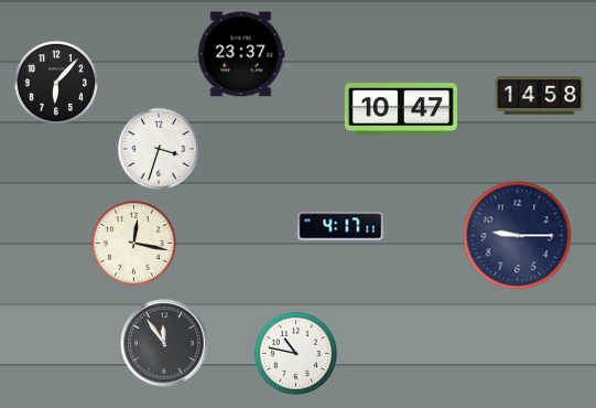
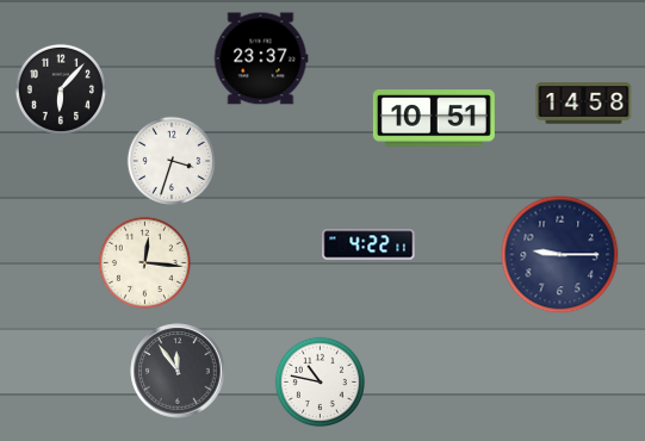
clock at (401, 109): 10:47 -> 10:51
clock at (340, 226): 4:17 -> 4:22
clock at (133, 243): 12:17 -> 12:16
